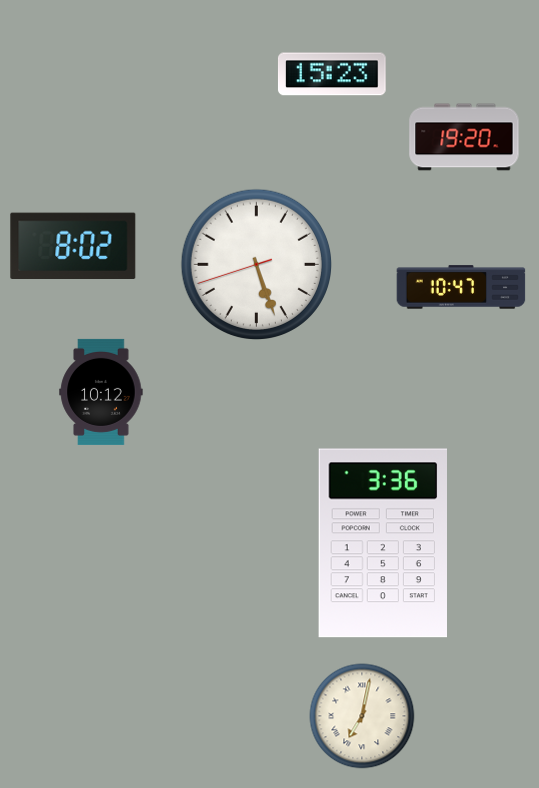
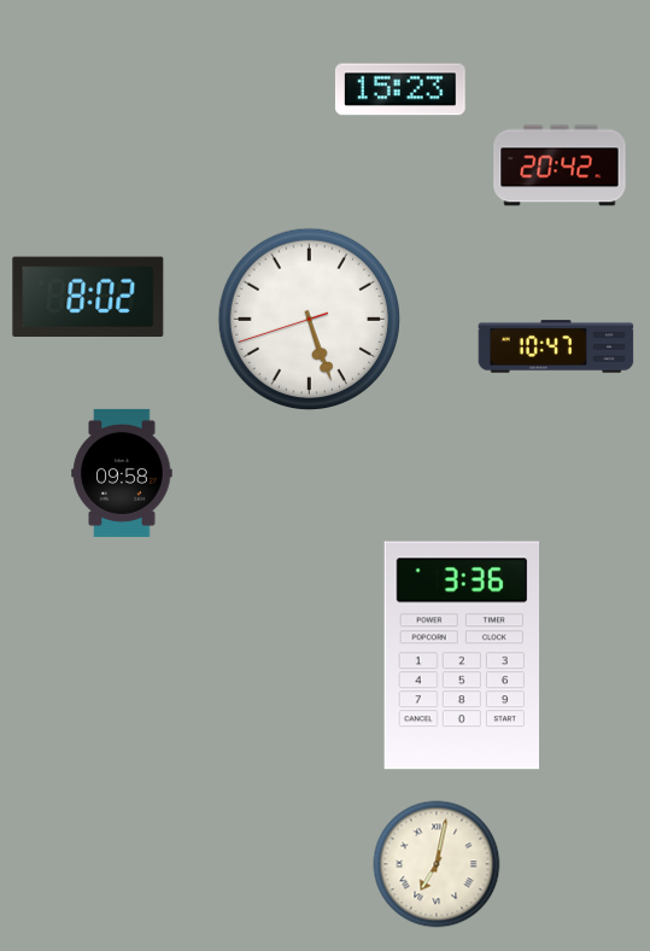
clock at (464, 137): 19:20 -> 20:42
clock at (101, 392): 10:12 -> 09:58
